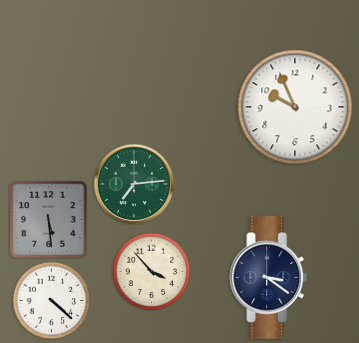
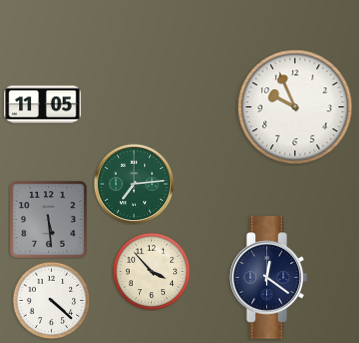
clock at (43, 105): none -> 11:05
clock at (269, 278): 3:21 -> 12:21
